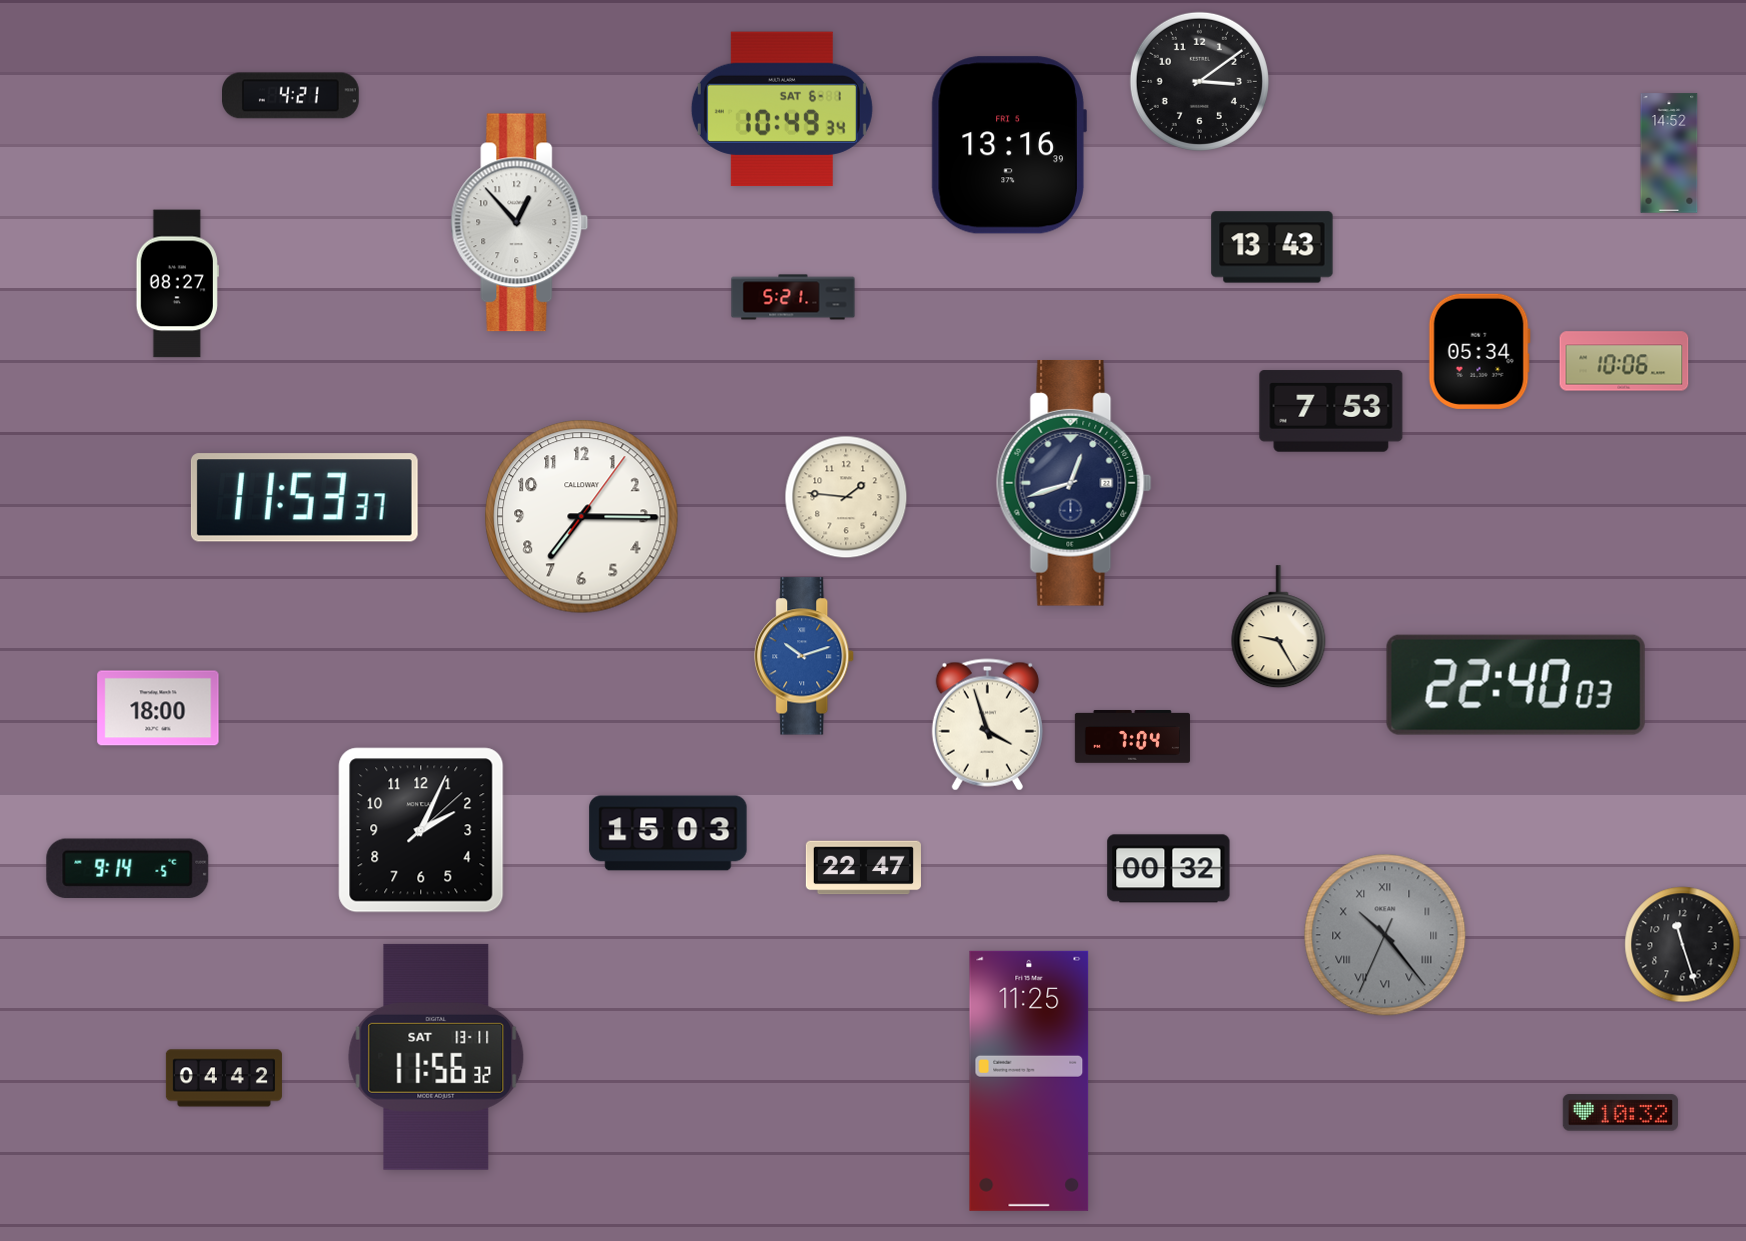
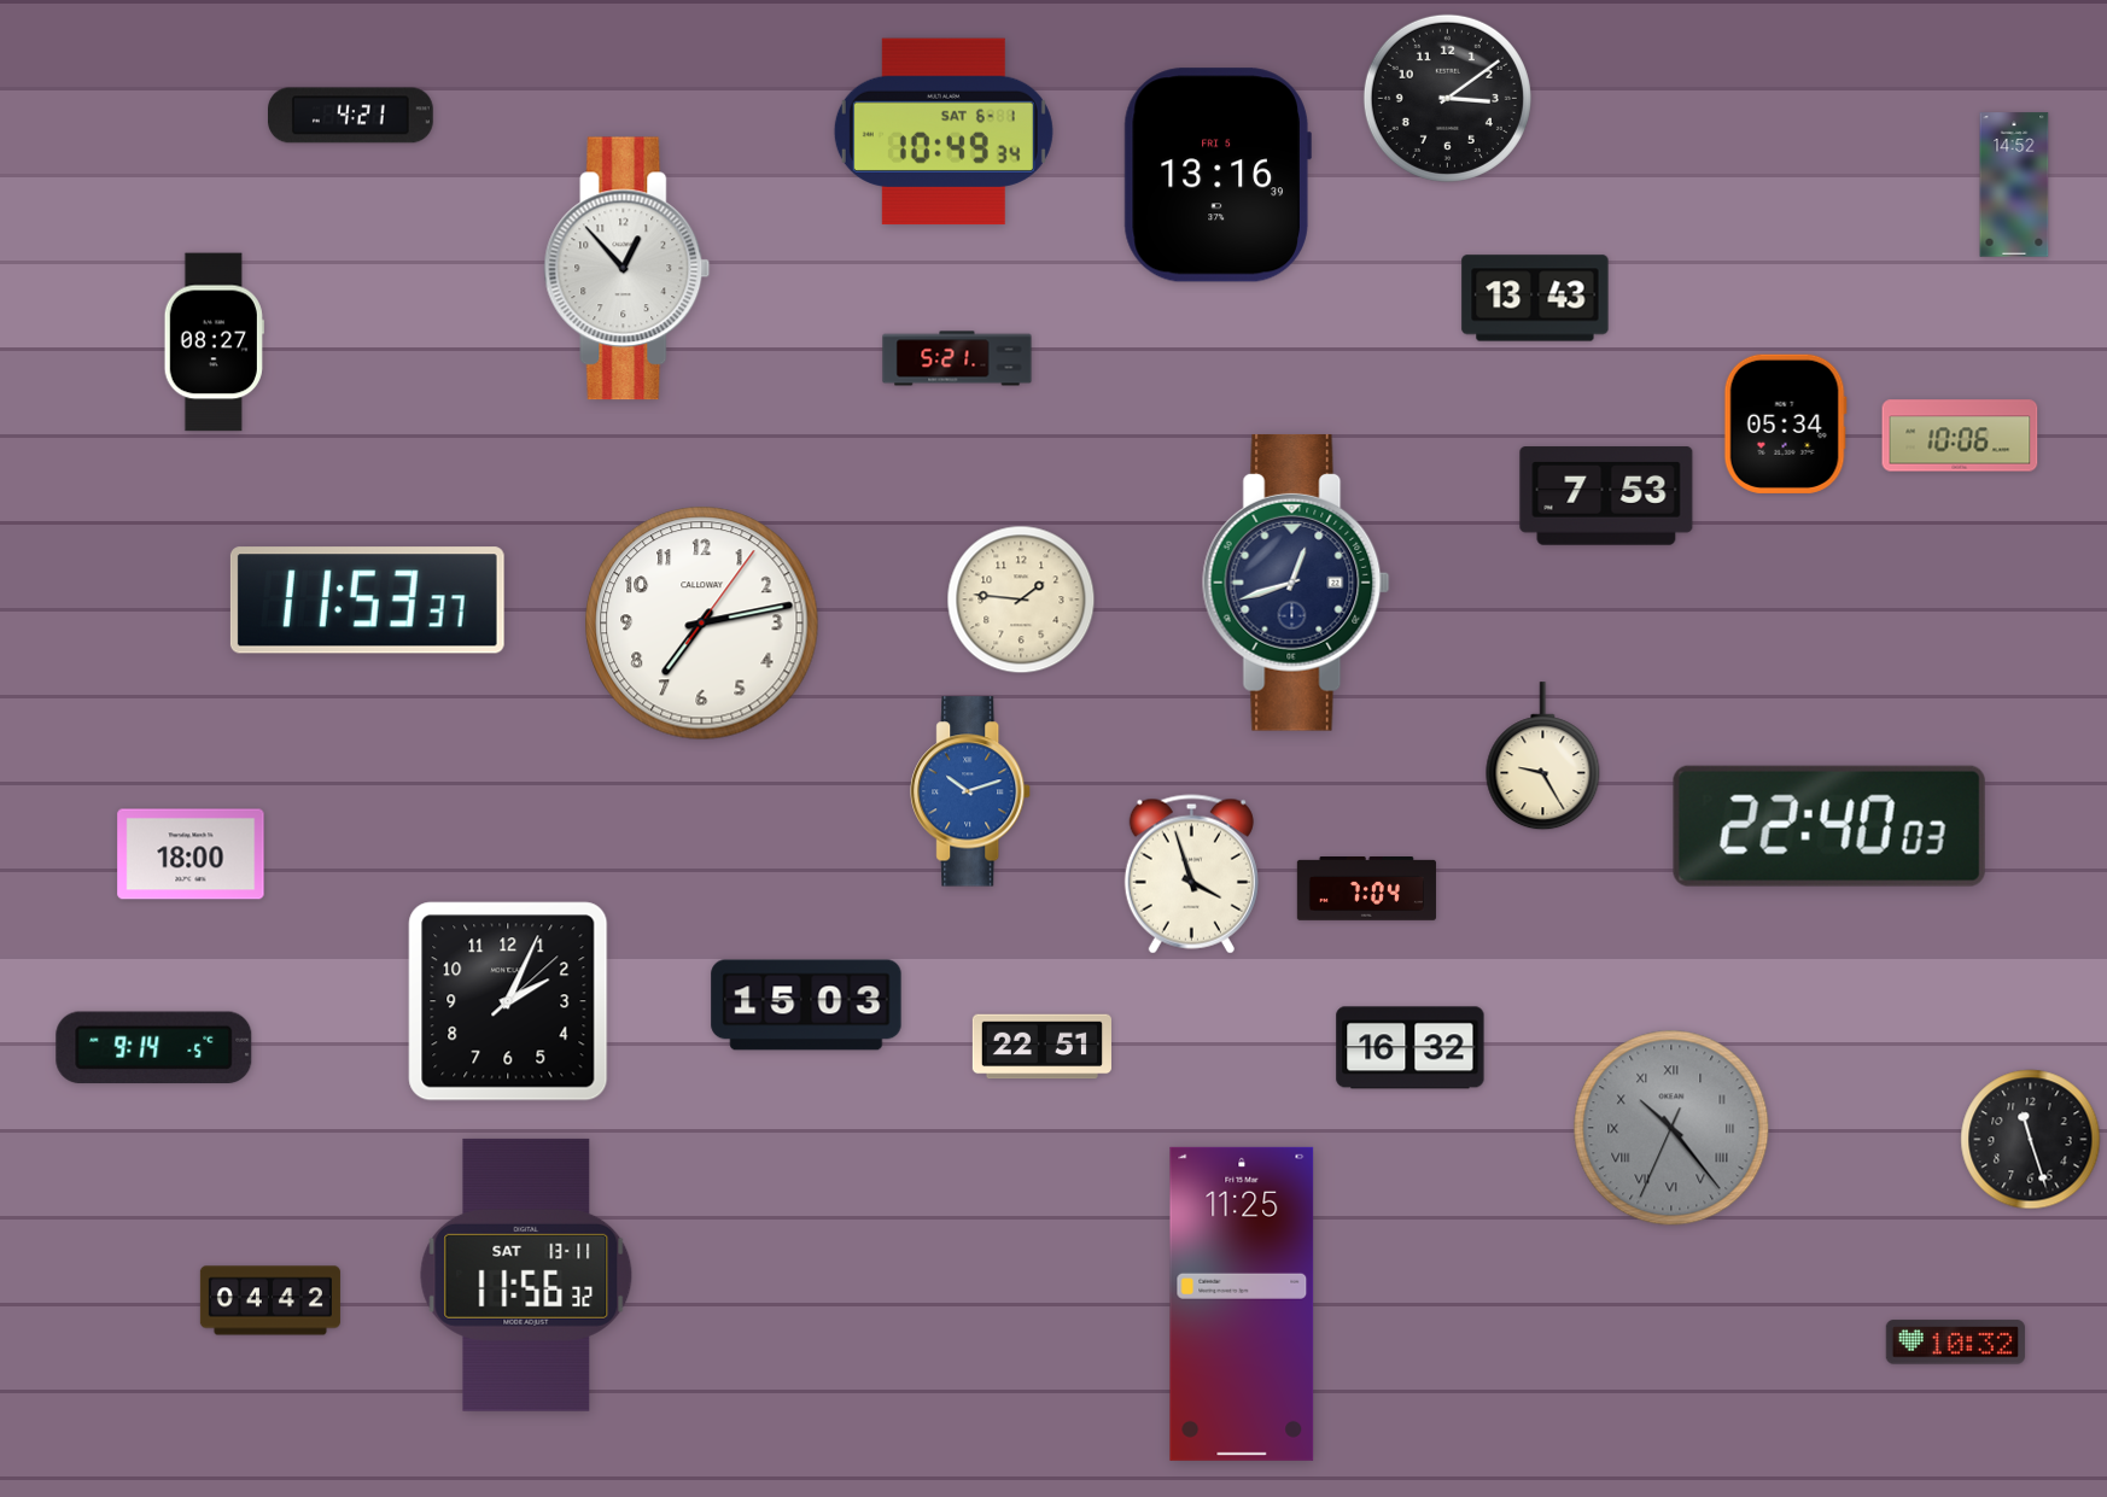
clock at (582, 517): 7:15 -> 7:13
clock at (863, 868): 22:47 -> 22:51
clock at (1169, 869): 00:32 -> 16:32
